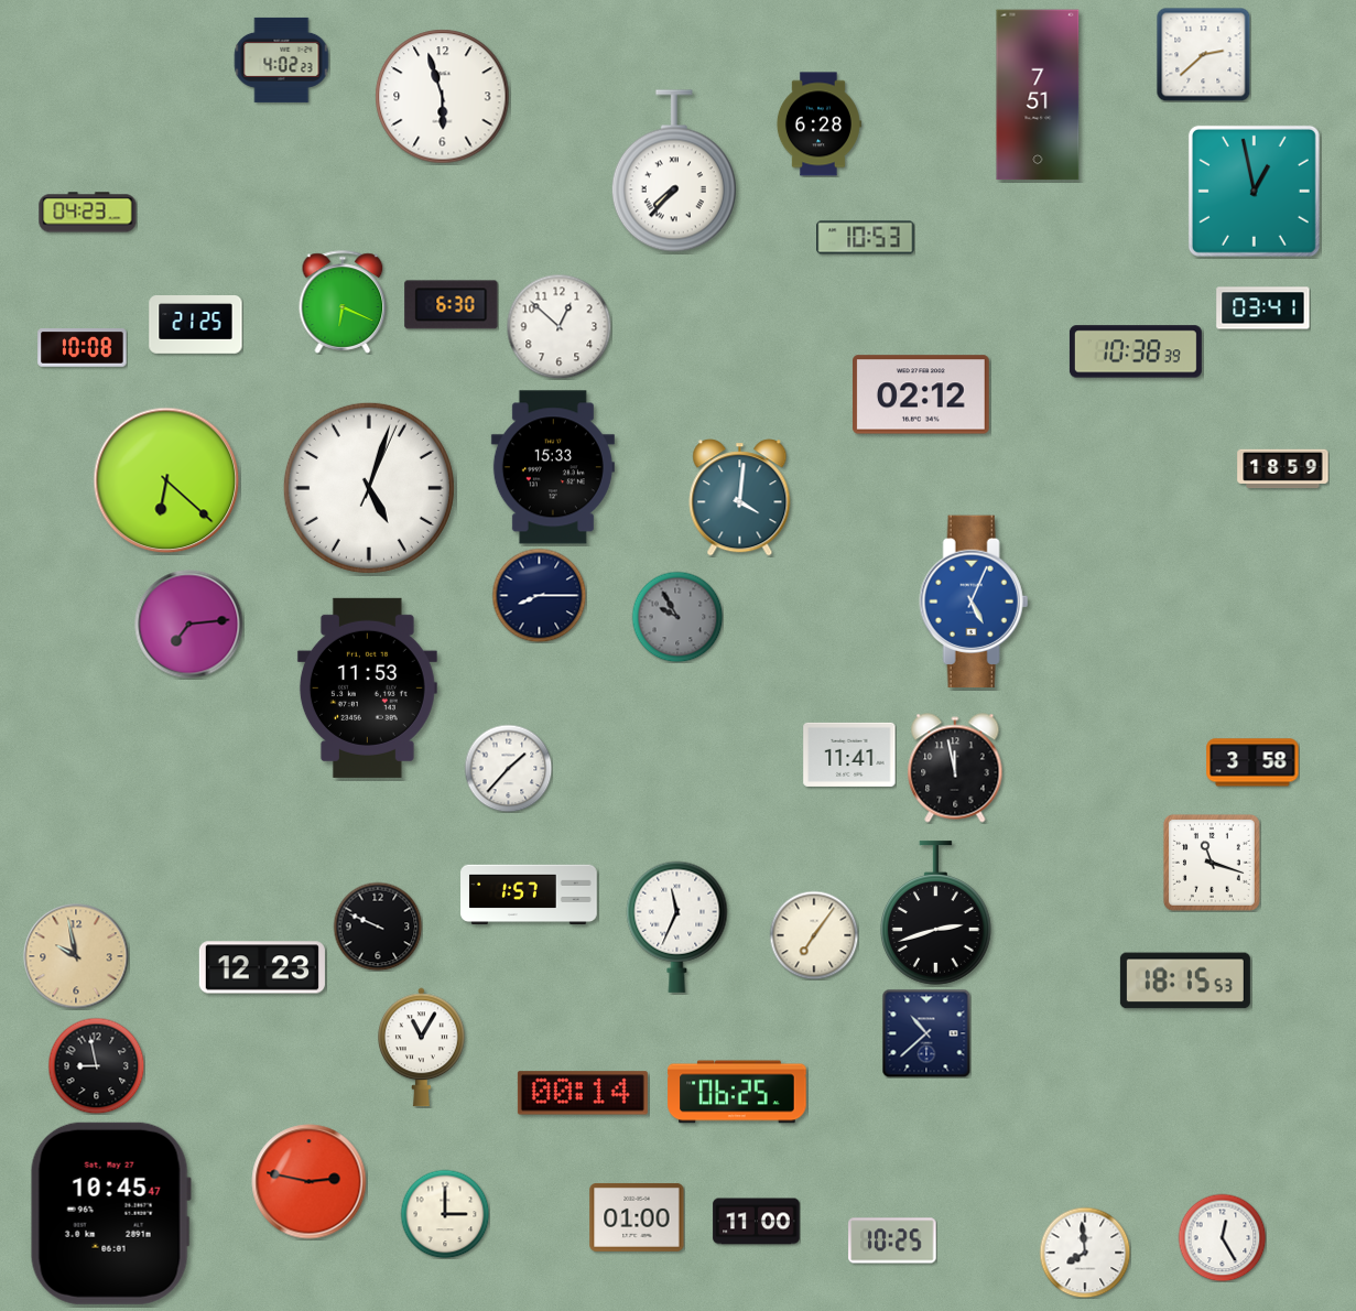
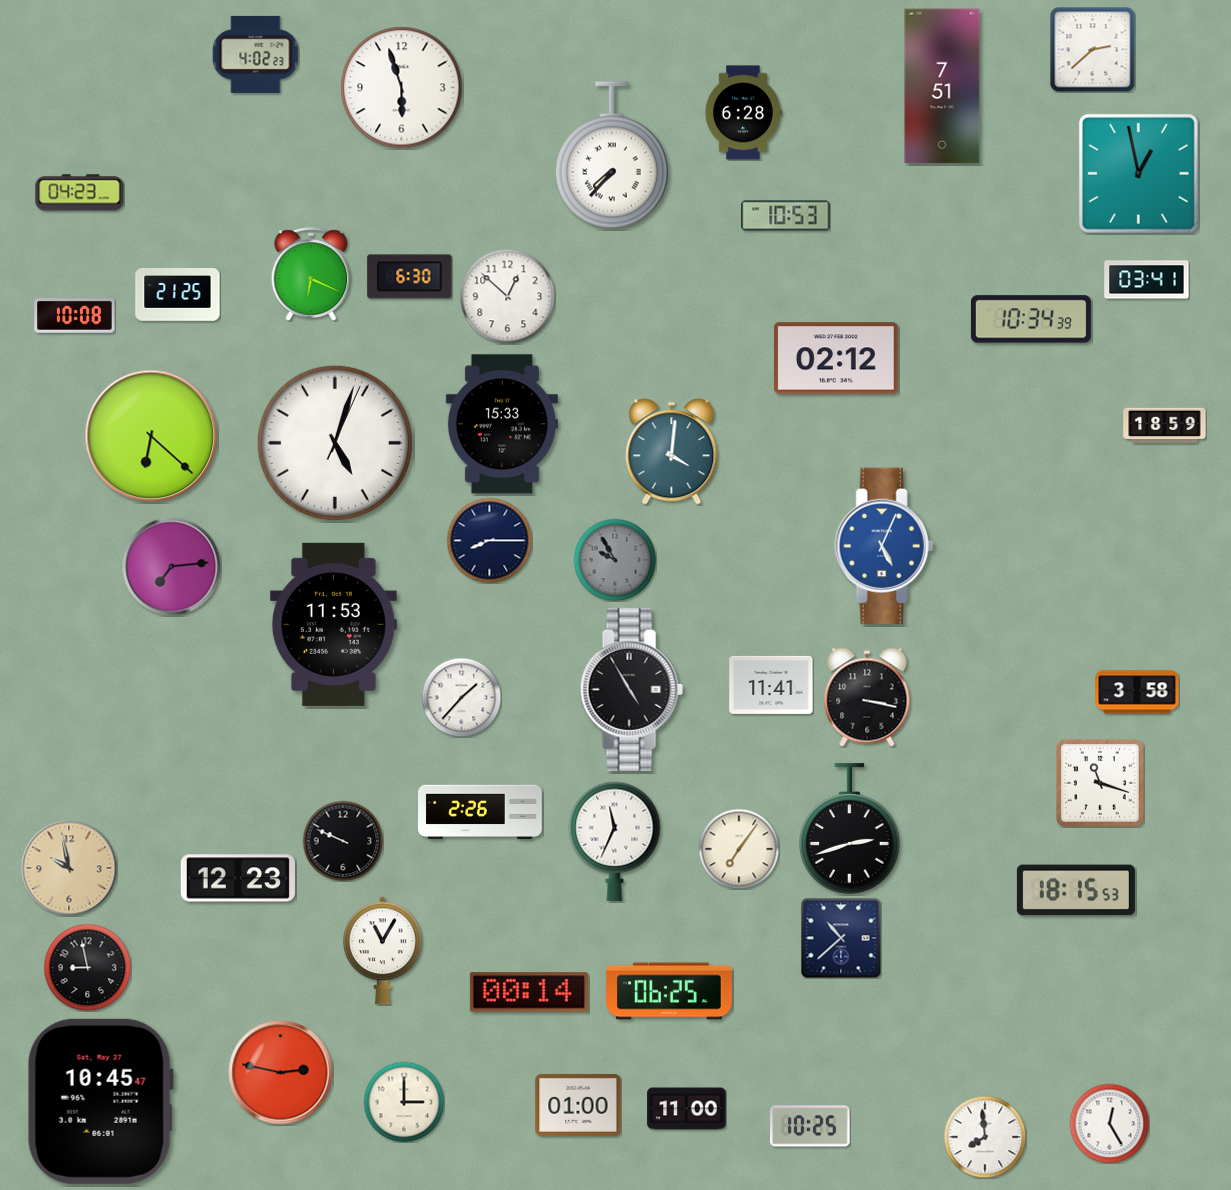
clock at (1136, 351): 10:38 -> 10:34
clock at (631, 689): none -> 4:55
clock at (955, 768): 11:58 -> 3:17
clock at (529, 895): 1:57 -> 2:26
